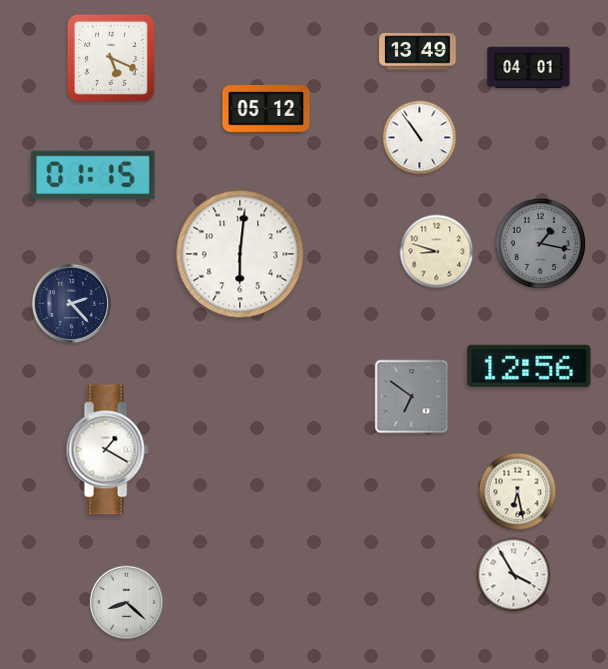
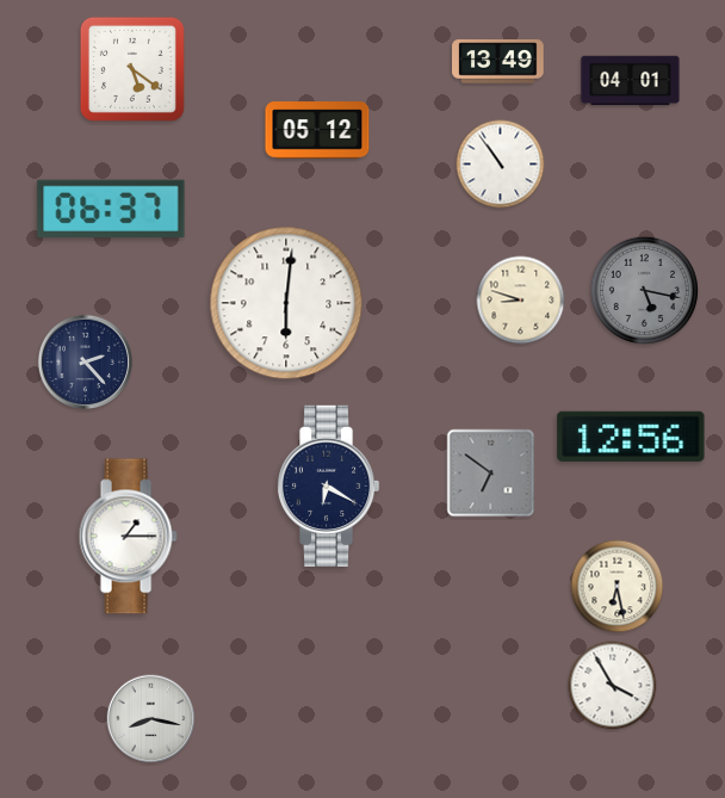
clock at (111, 58): 5:19 -> 5:21
clock at (93, 175): 01:15 -> 06:37
clock at (540, 243): 1:17 -> 5:17
clock at (328, 485): none -> 6:20
clock at (107, 450): 1:20 -> 1:15
clock at (127, 603): 8:22 -> 8:17
